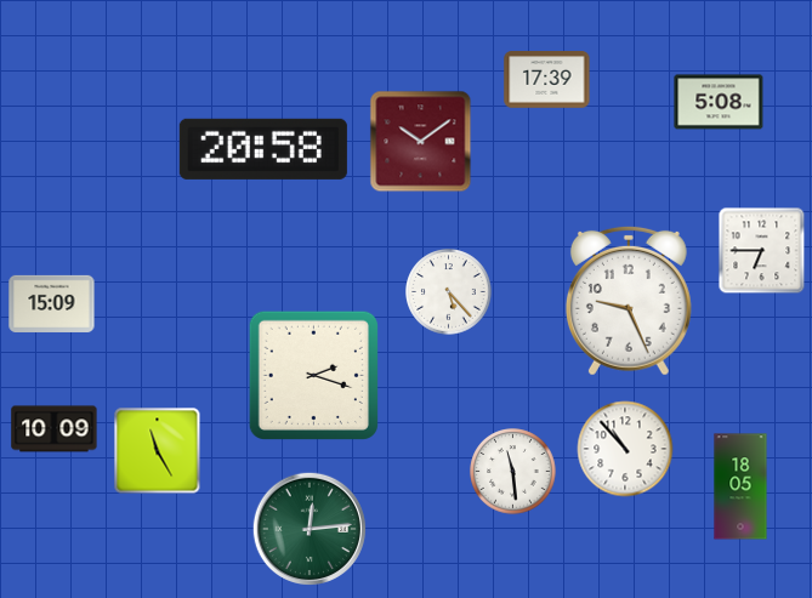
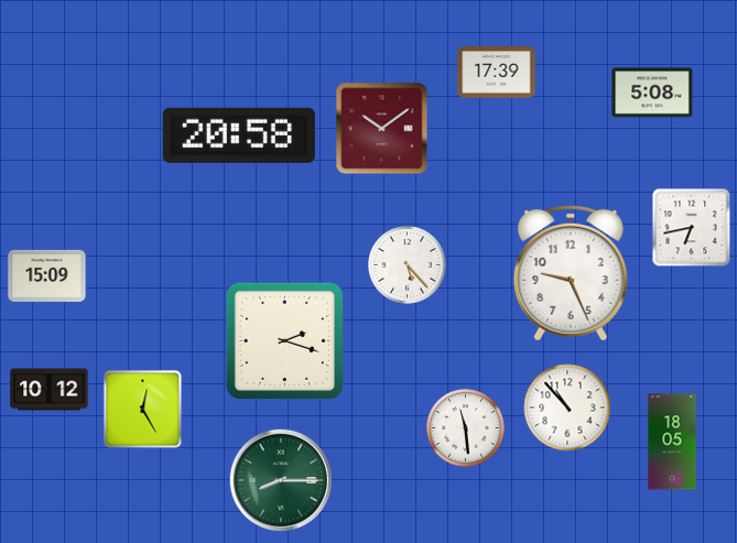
clock at (762, 251): 6:45 -> 6:43
clock at (55, 429): 10:09 -> 10:12
clock at (158, 451): 11:25 -> 12:25
clock at (308, 528): 12:14 -> 8:15
